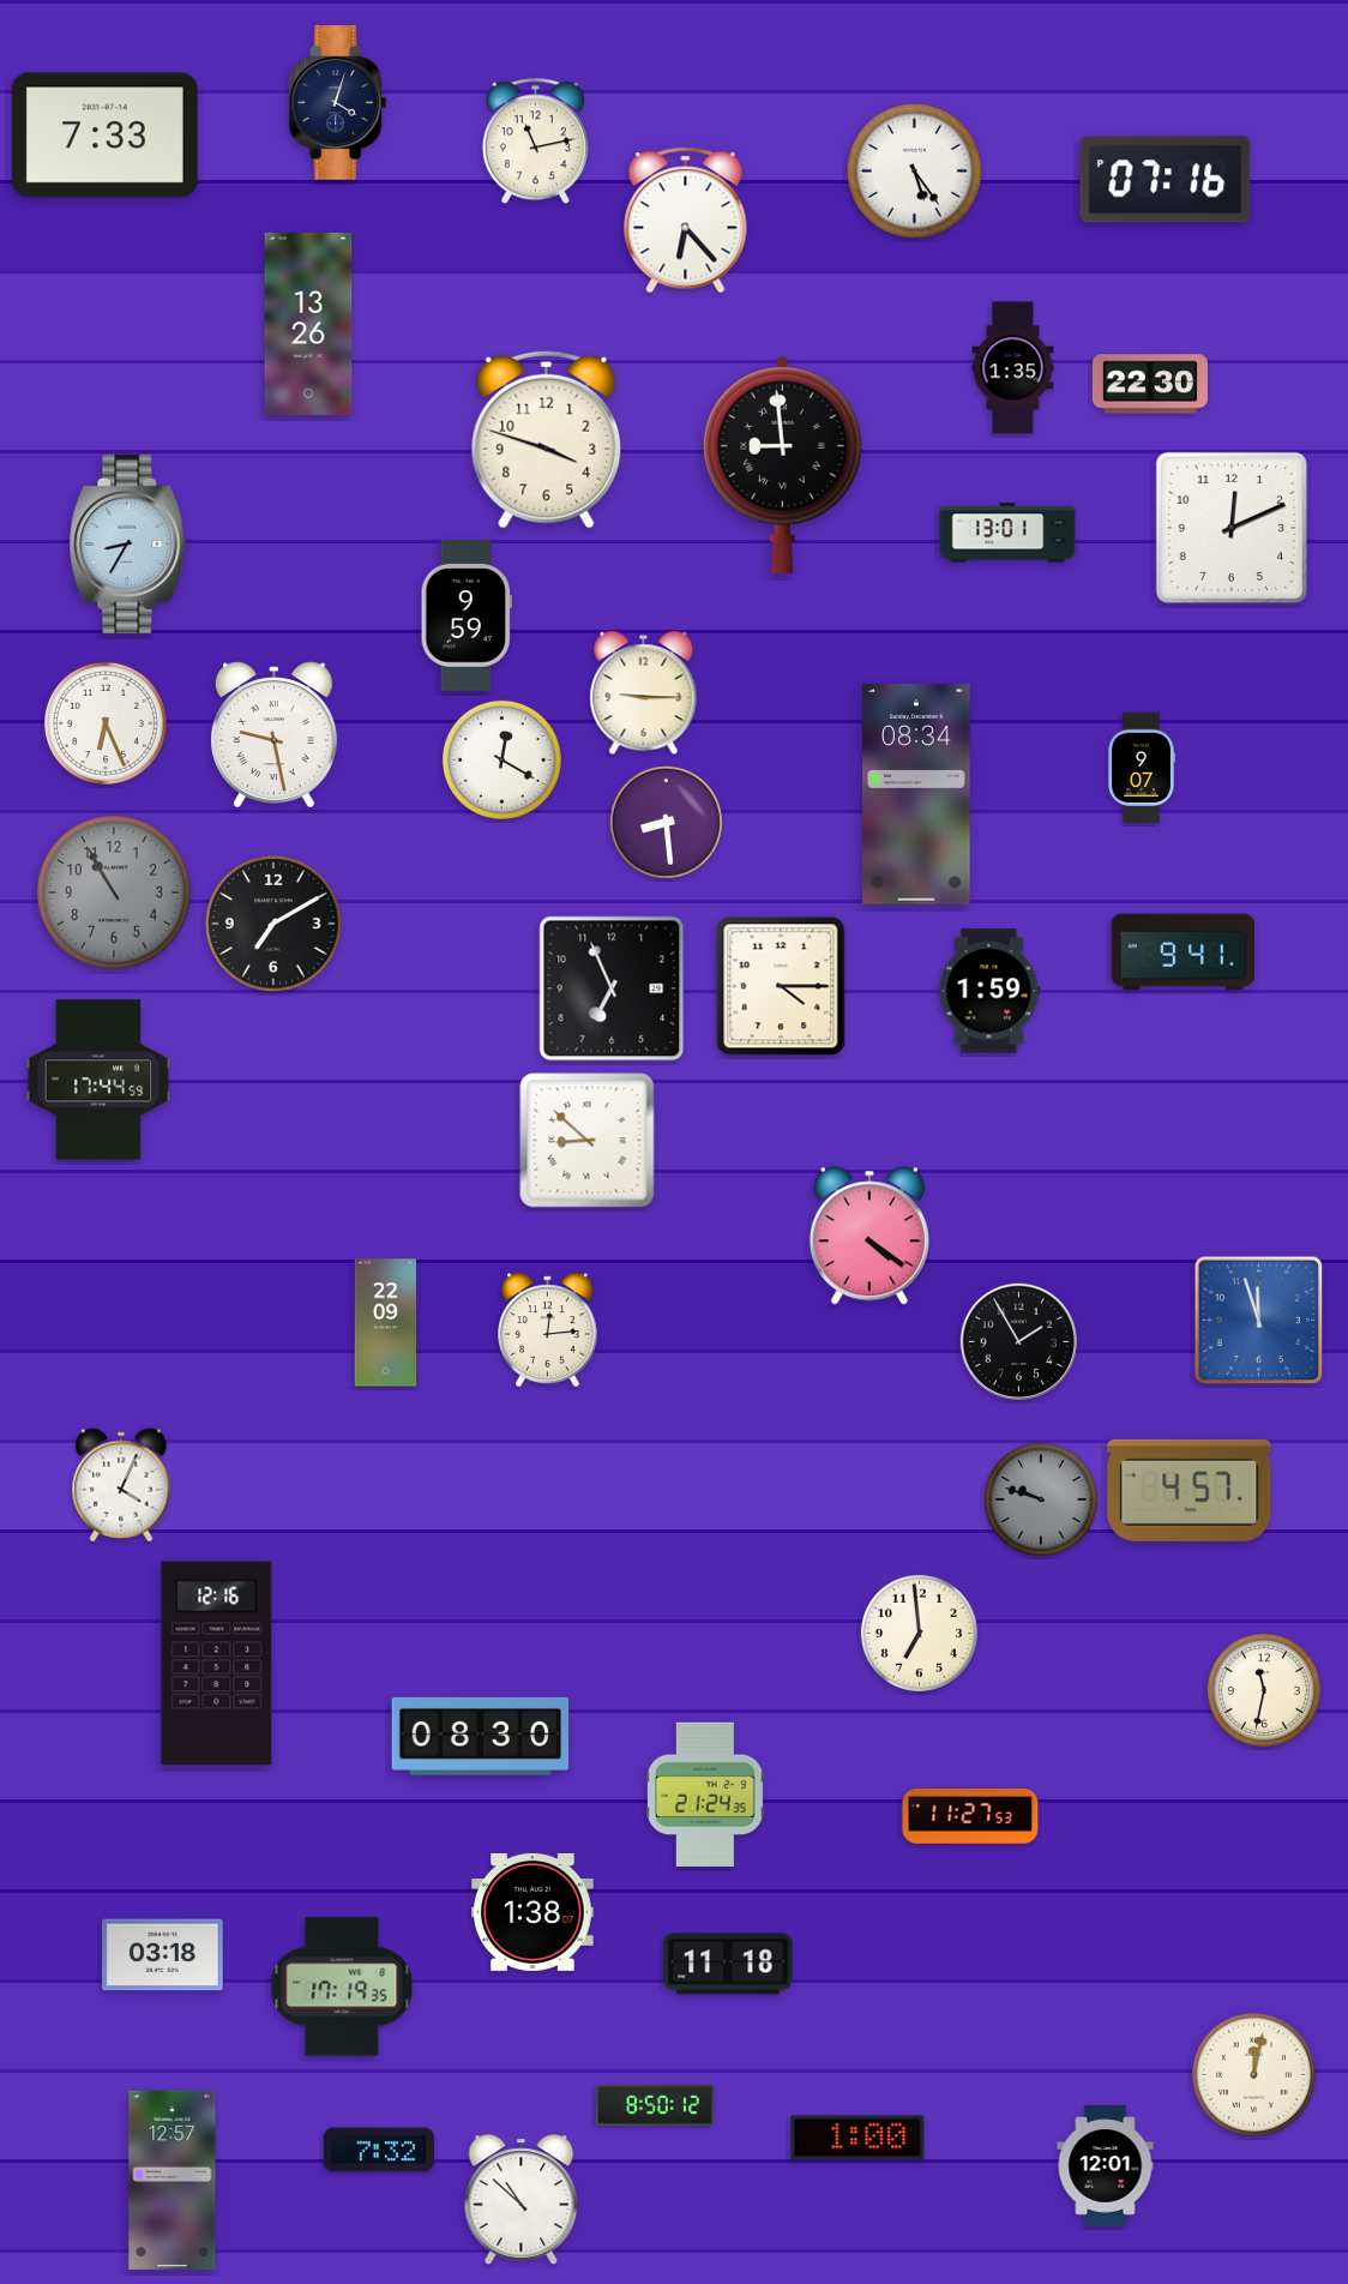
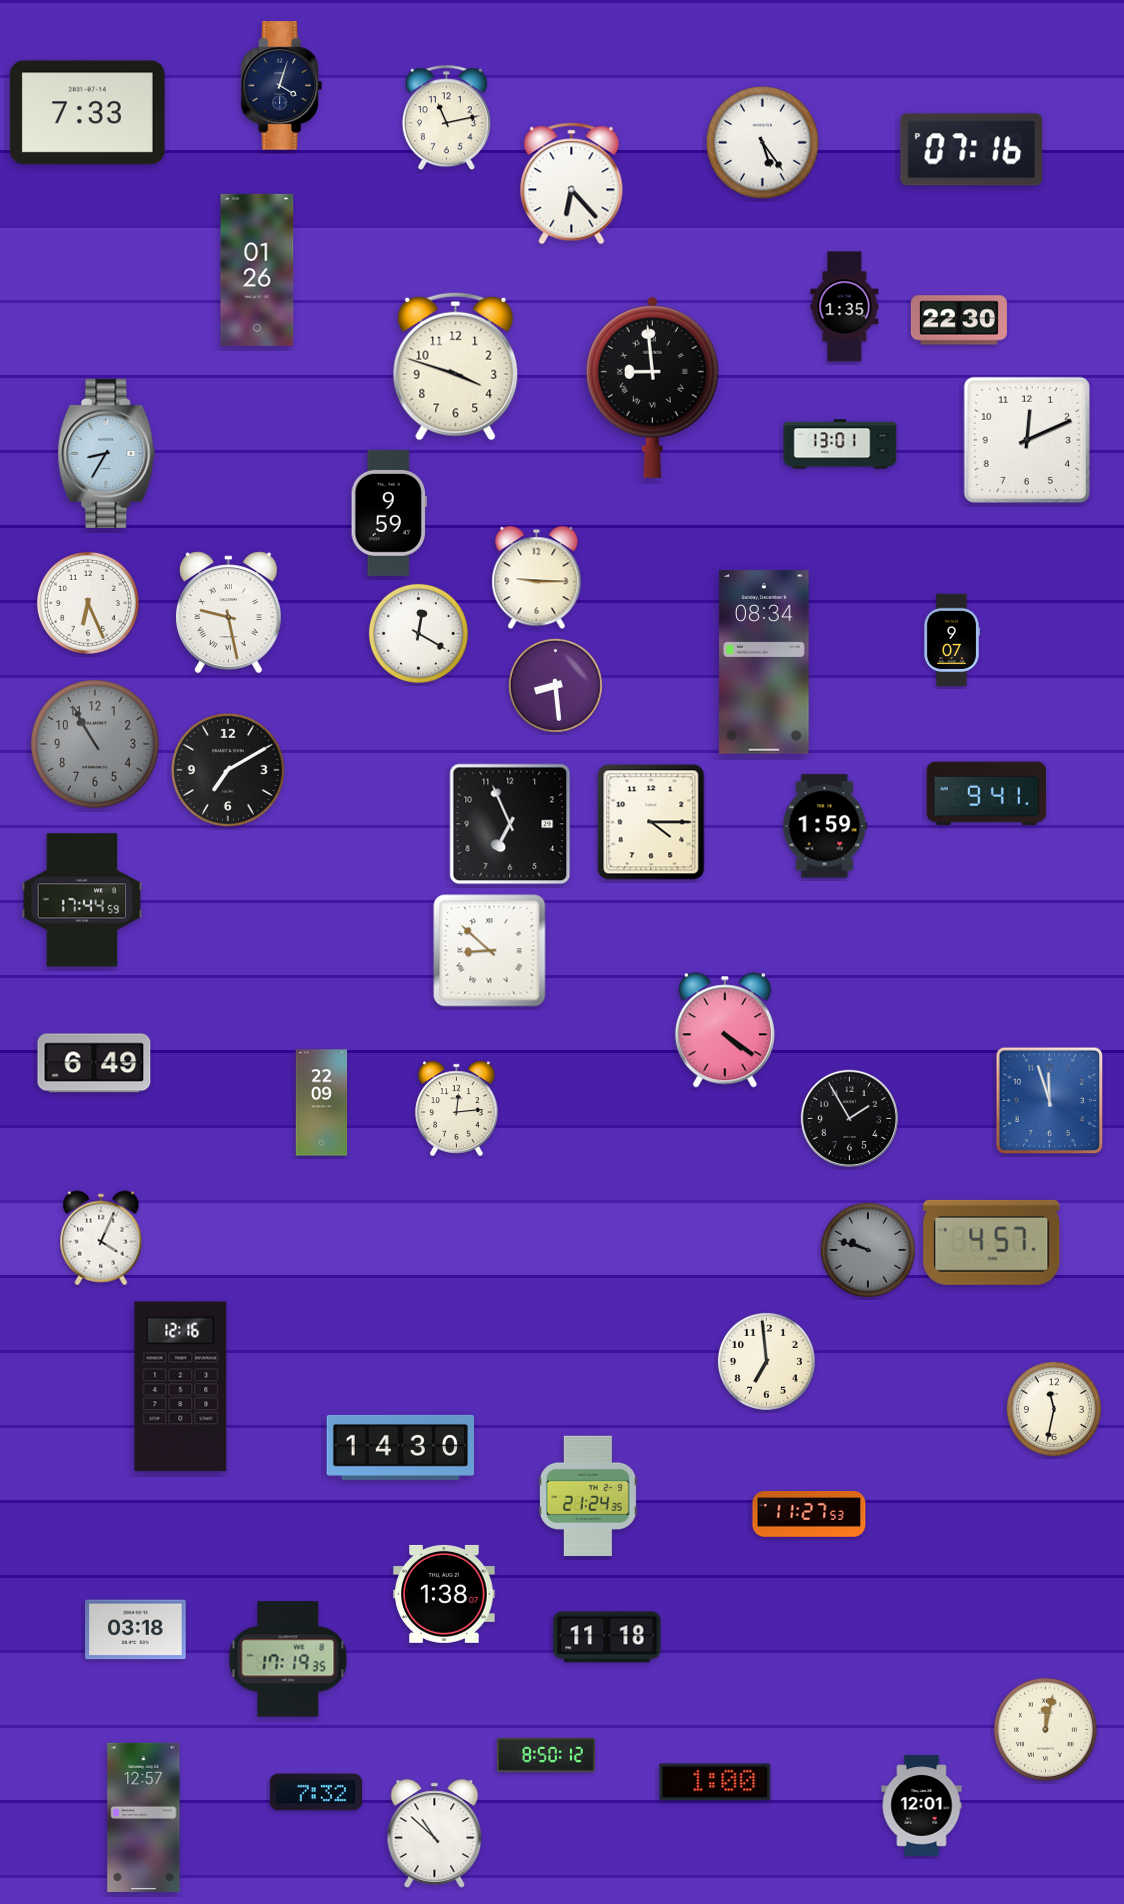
clock at (308, 324): 13:26 -> 01:26
clock at (94, 1063): none -> 6:49
clock at (480, 1736): 08:30 -> 14:30
clock at (342, 1987) position: (342, 1987) -> (288, 1659)
